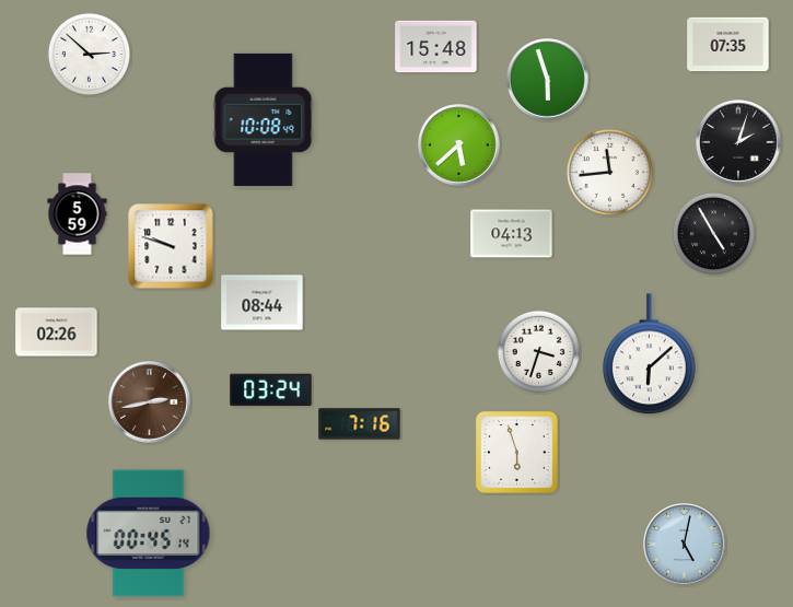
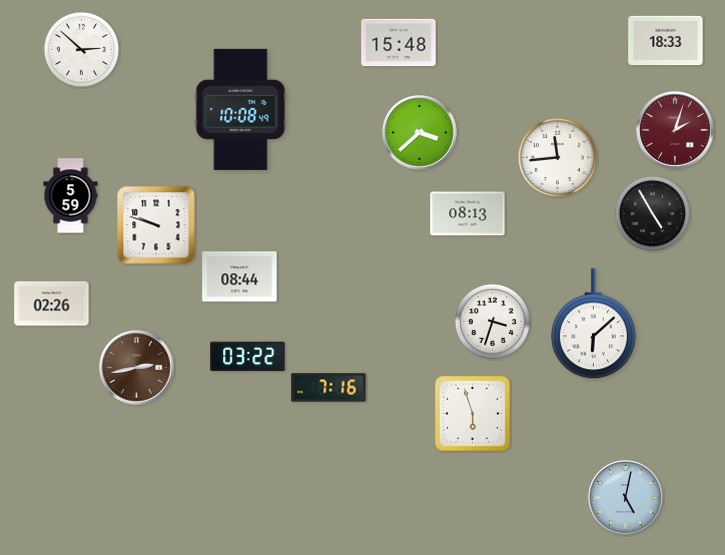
clock at (728, 45): 07:35 -> 18:33
clock at (548, 80): 5:57 -> none
clock at (739, 143) dial: black -> burgundy
clock at (459, 145): 5:38 -> 3:38
clock at (512, 234): 04:13 -> 08:13
clock at (271, 390): 03:24 -> 03:22
clock at (149, 534): 00:45 -> none
